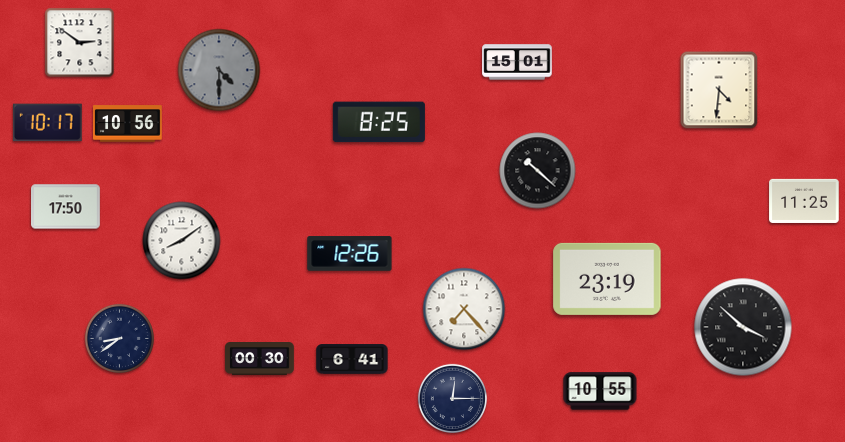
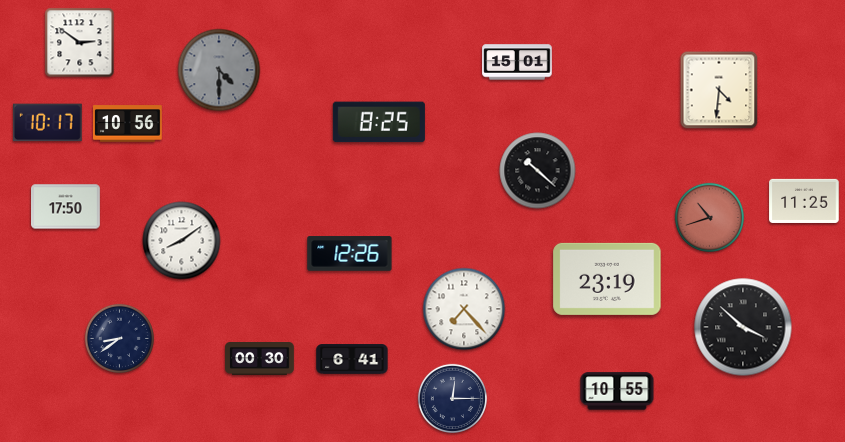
clock at (709, 217): none -> 10:42
clock at (600, 391) position: (600, 391) -> (617, 391)
